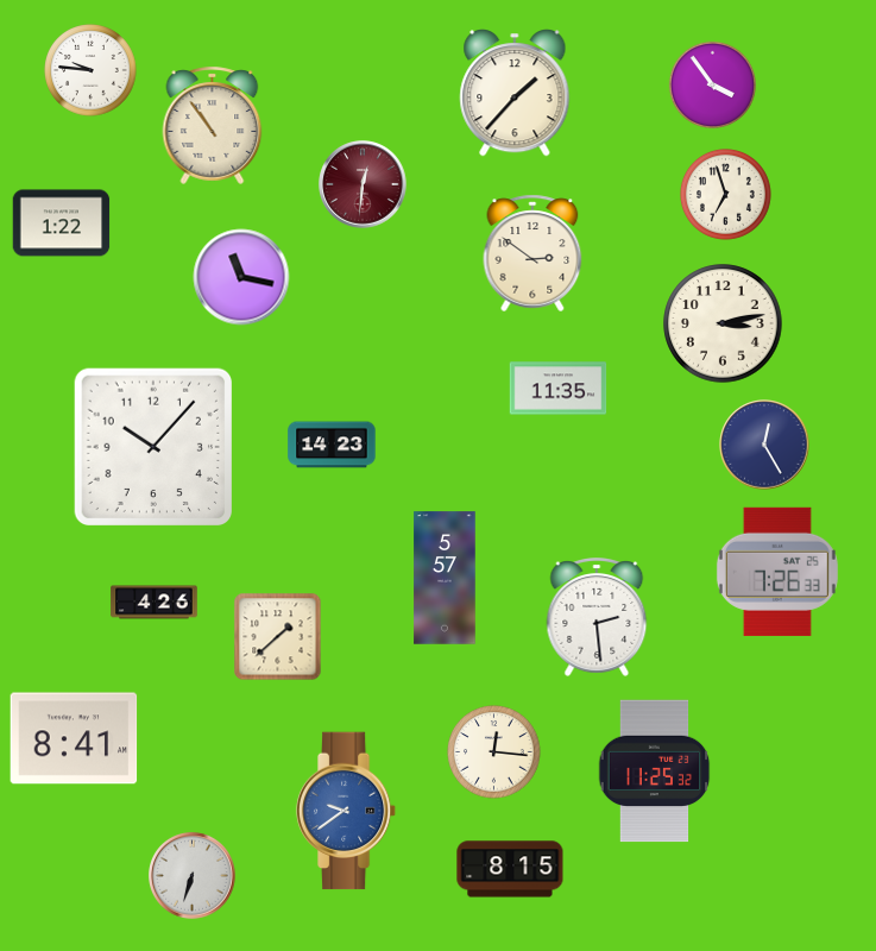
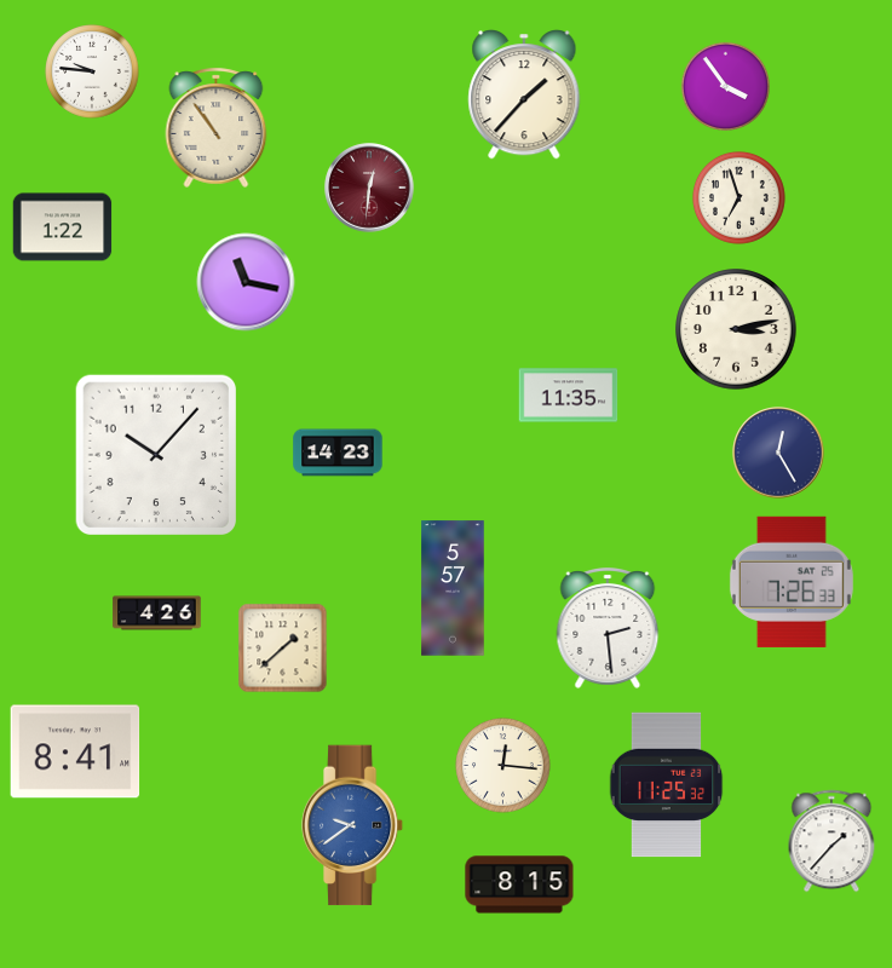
clock at (532, 253): 2:51 -> none
clock at (831, 841): none -> 1:37
clock at (193, 876): 6:33 -> none
